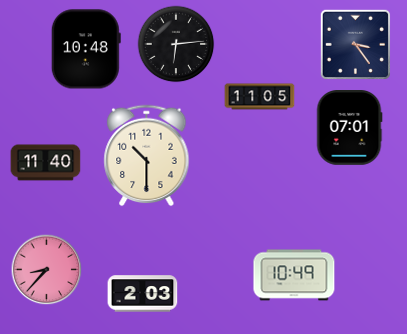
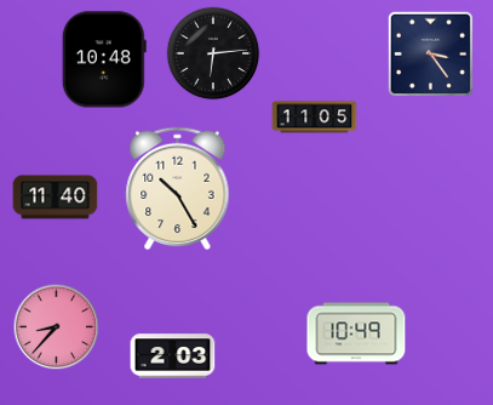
clock at (349, 128): 07:01 -> none
clock at (147, 156): 10:30 -> 10:25
